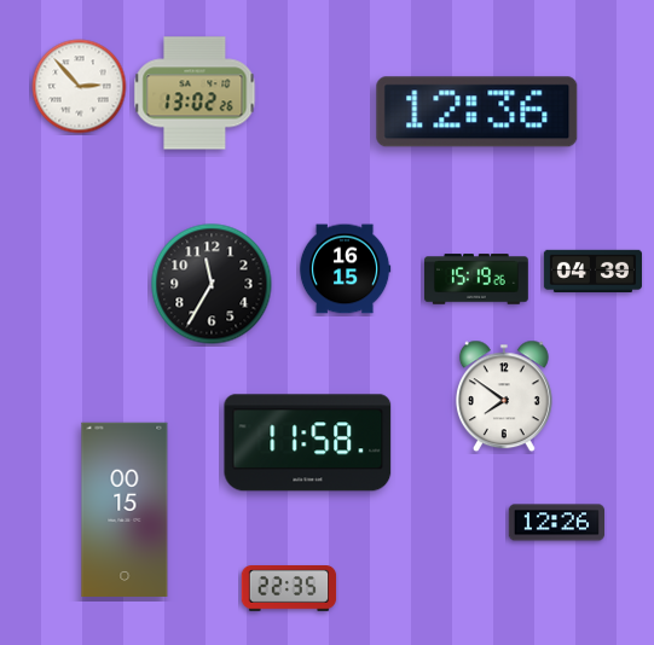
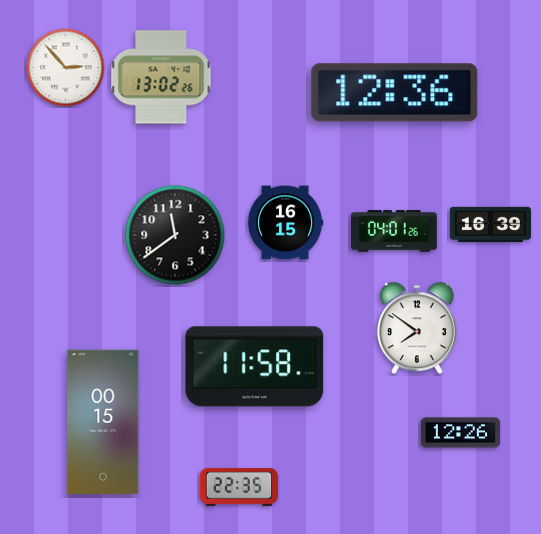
clock at (80, 87) position: (80, 87) -> (66, 68)
clock at (592, 271): 04:39 -> 16:39
clock at (478, 279): 15:19 -> 04:01
clock at (212, 284): 11:35 -> 11:39
